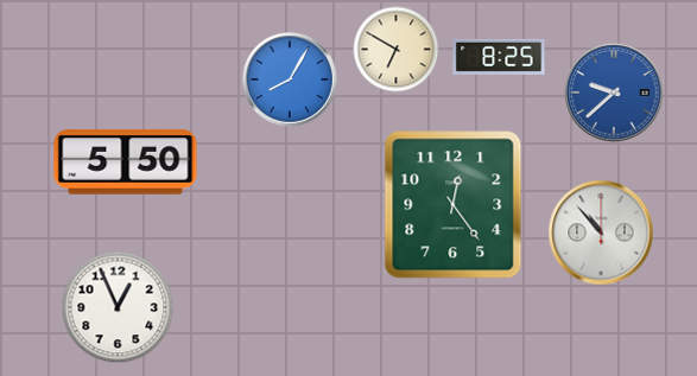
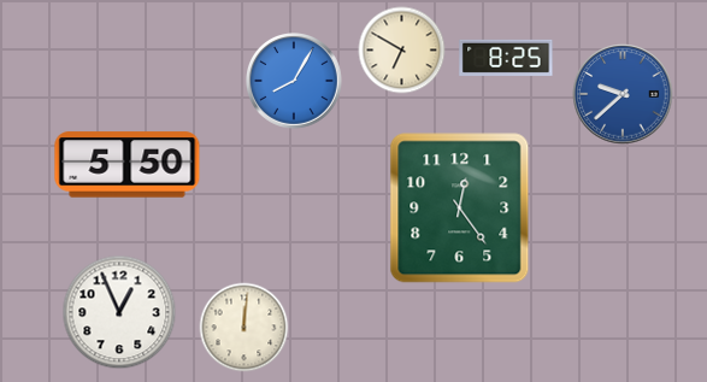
clock at (601, 232): 10:53 -> none
clock at (244, 328): none -> 12:01
